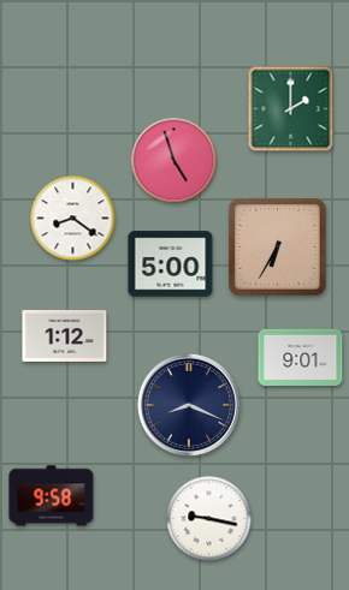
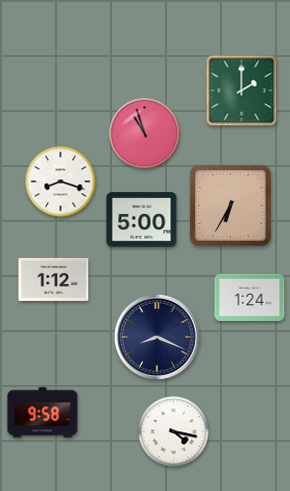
clock at (174, 161): 4:57 -> 10:57
clock at (73, 219): 8:21 -> 8:18
clock at (301, 357): 9:01 -> 1:24
clock at (209, 519): 9:17 -> 4:17
